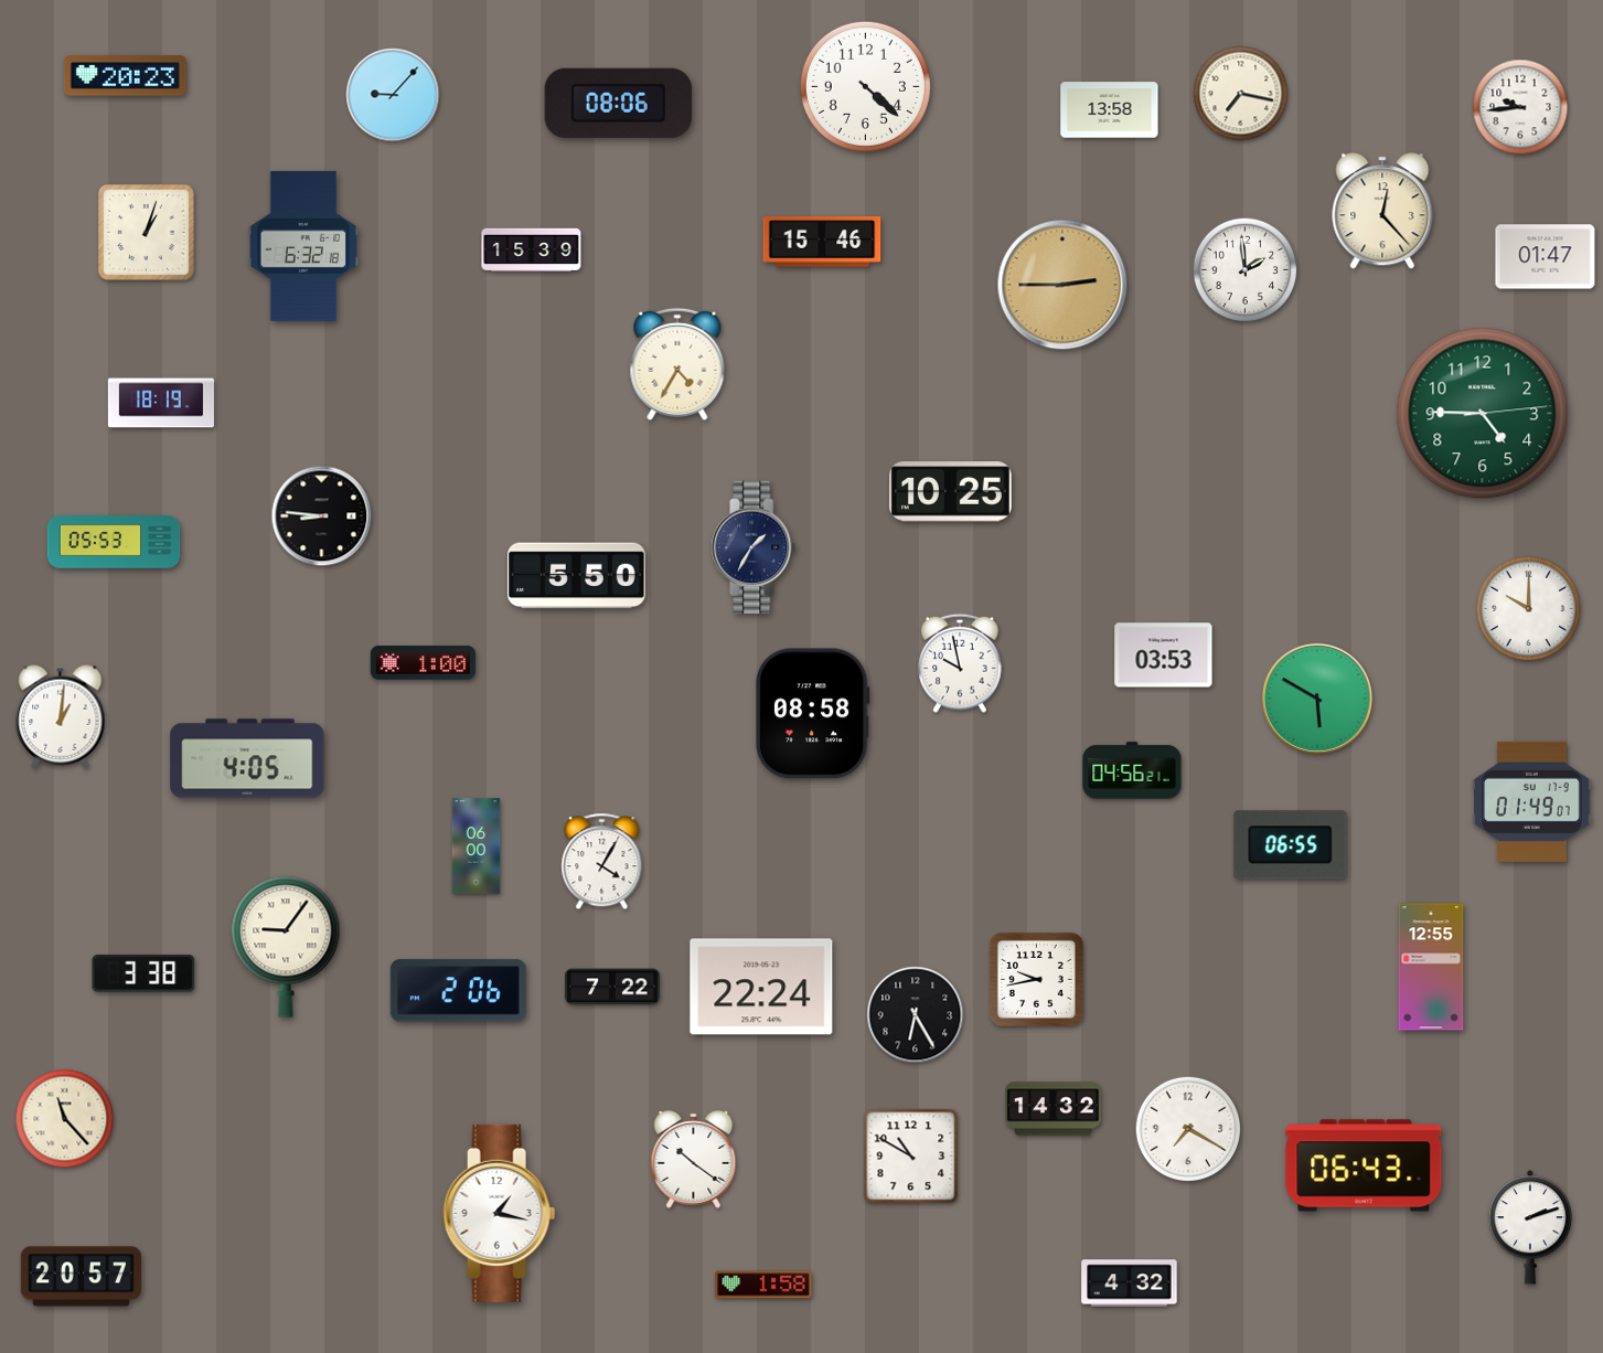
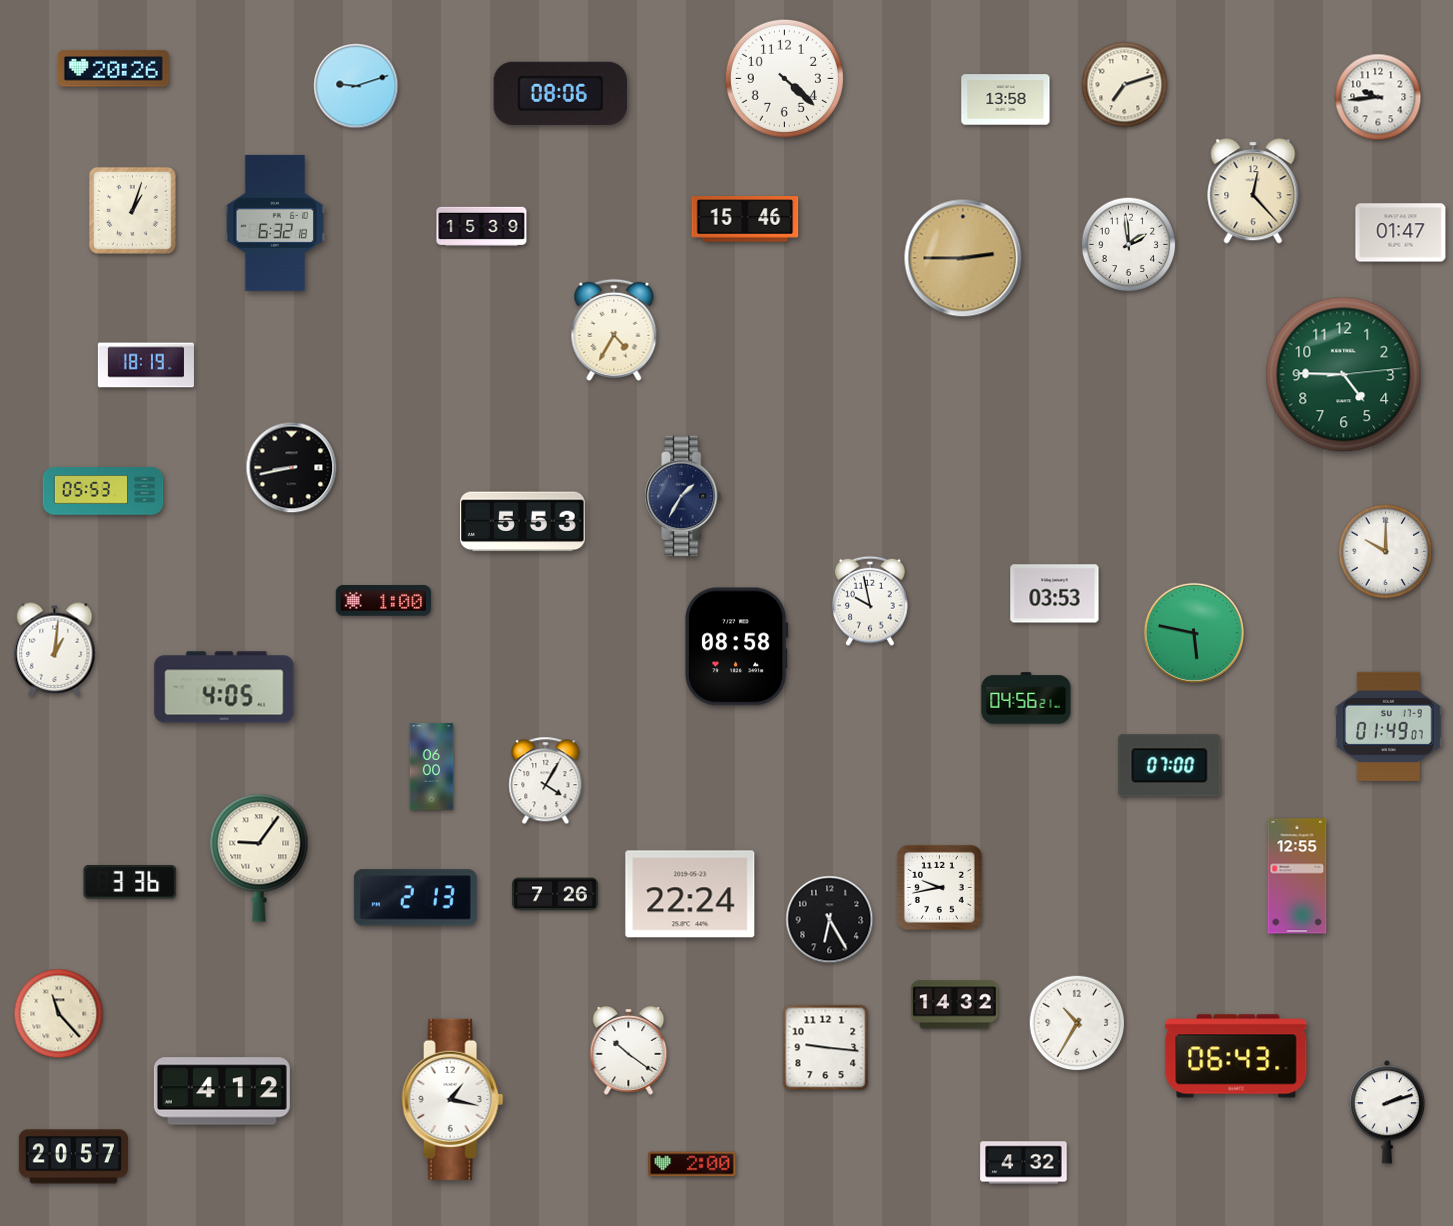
clock at (125, 76): 20:23 -> 20:26
clock at (1241, 94): 7:17 -> 7:12
clock at (393, 95): 9:07 -> 9:12
clock at (950, 492): 10:25 -> none
clock at (322, 516): 8:46 -> 8:43
clock at (577, 576): 5:50 -> 5:53
clock at (1317, 699): 5:50 -> 5:47
clock at (1291, 845): 06:55 -> 07:00
clock at (143, 973): 3:38 -> 3:36
clock at (612, 987): 7:22 -> 7:26
clock at (458, 991): 2:06 -> 2:13
clock at (1188, 1129): 7:20 -> 10:35
clock at (911, 1157): 10:50 -> 9:16
clock at (222, 1091): none -> 4:12
clock at (763, 1285): 1:58 -> 2:00
